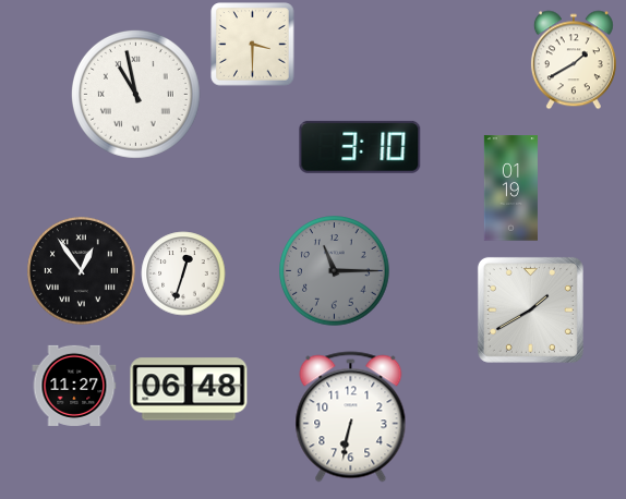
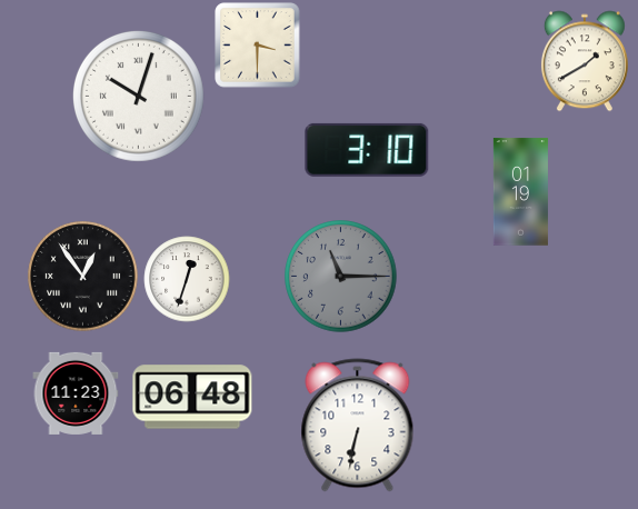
clock at (135, 94): 10:58 -> 10:03
clock at (530, 309): 1:40 -> none
clock at (74, 386): 11:27 -> 11:23
